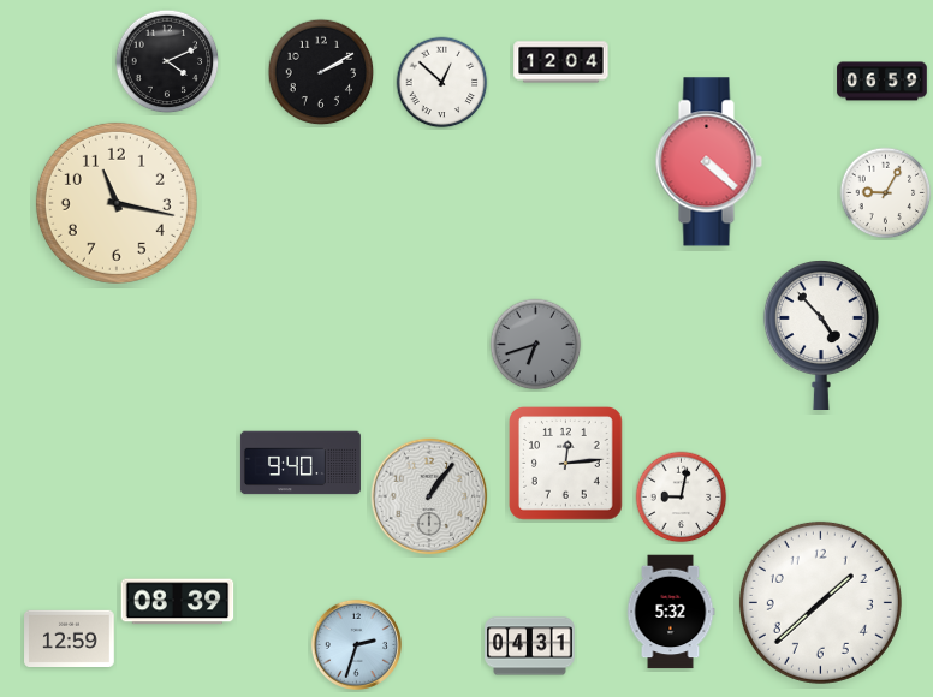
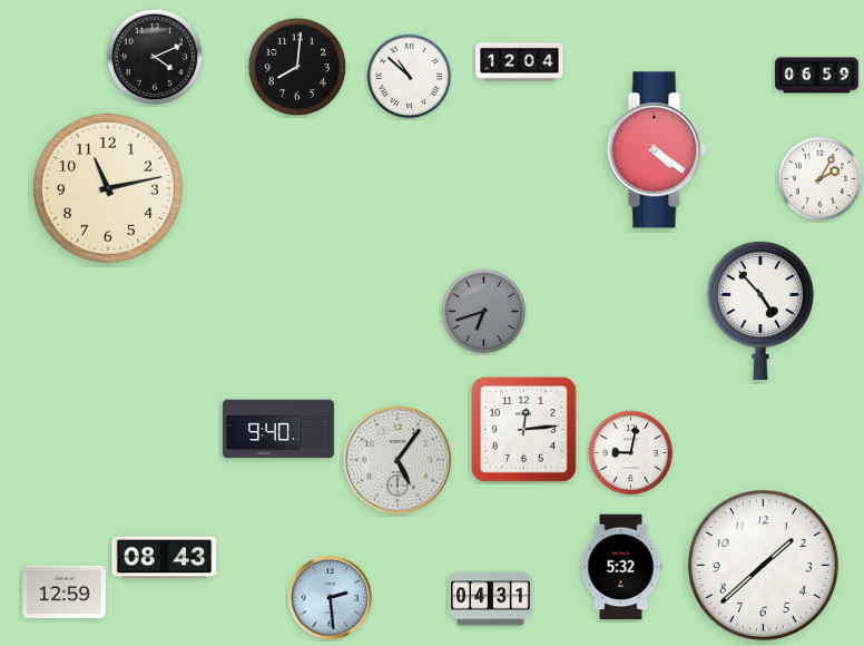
clock at (561, 62) position: (561, 62) -> (520, 62)
clock at (321, 72): 2:10 -> 8:01
clock at (442, 83): 12:52 -> 10:52
clock at (708, 162): 4:22 -> 4:21
clock at (886, 193): 9:05 -> 2:05
clock at (117, 203): 11:17 -> 11:13
clock at (536, 345) position: (536, 345) -> (484, 312)
clock at (429, 496): 1:06 -> 5:06
clock at (682, 498) position: (682, 498) -> (631, 453)
clock at (178, 602): 08:39 -> 08:43
clock at (820, 602) position: (820, 602) -> (763, 565)
clock at (356, 644): 2:33 -> 2:29
